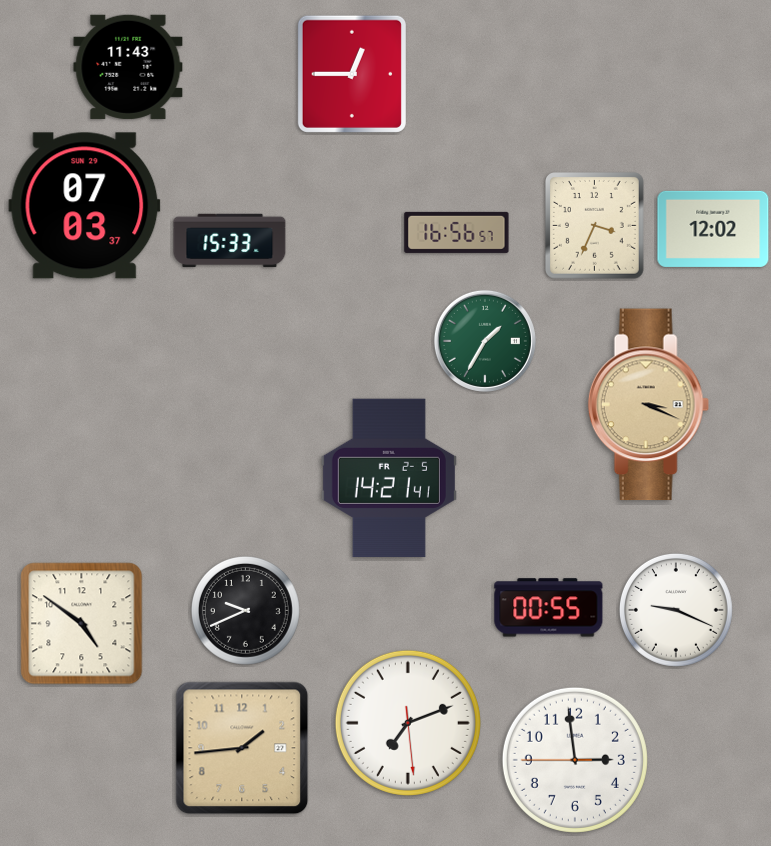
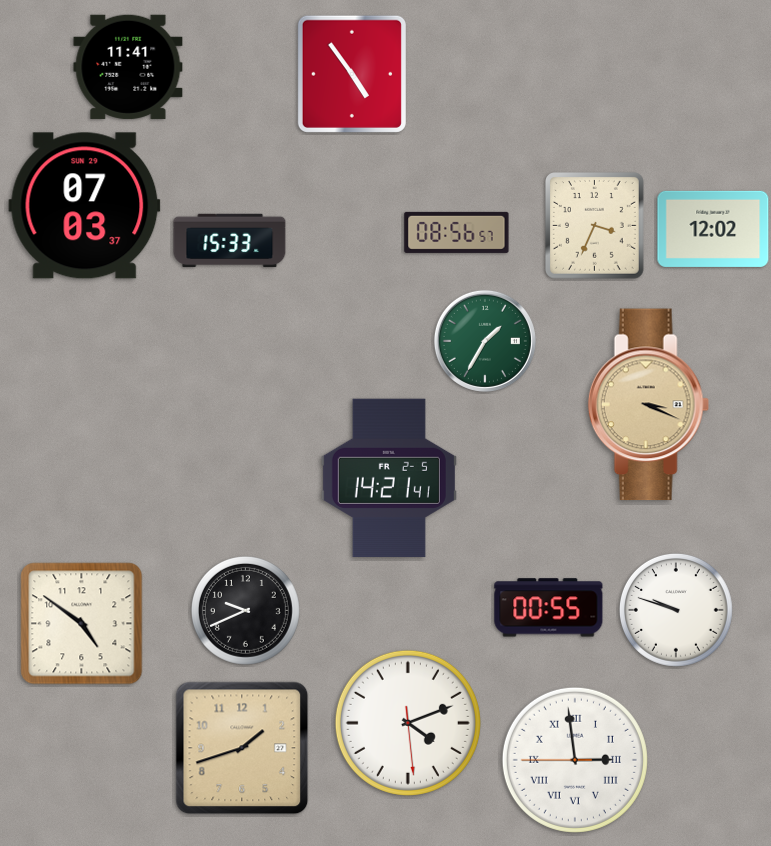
clock at (128, 67): 11:43 -> 11:41
clock at (352, 74): 12:45 -> 4:54
clock at (457, 232): 16:56 -> 08:56
clock at (676, 610): 9:19 -> 9:48
clock at (408, 723): 7:11 -> 4:11
clock at (242, 748): 1:44 -> 1:42
clock at (575, 760) numerals: Arabic -> Roman
